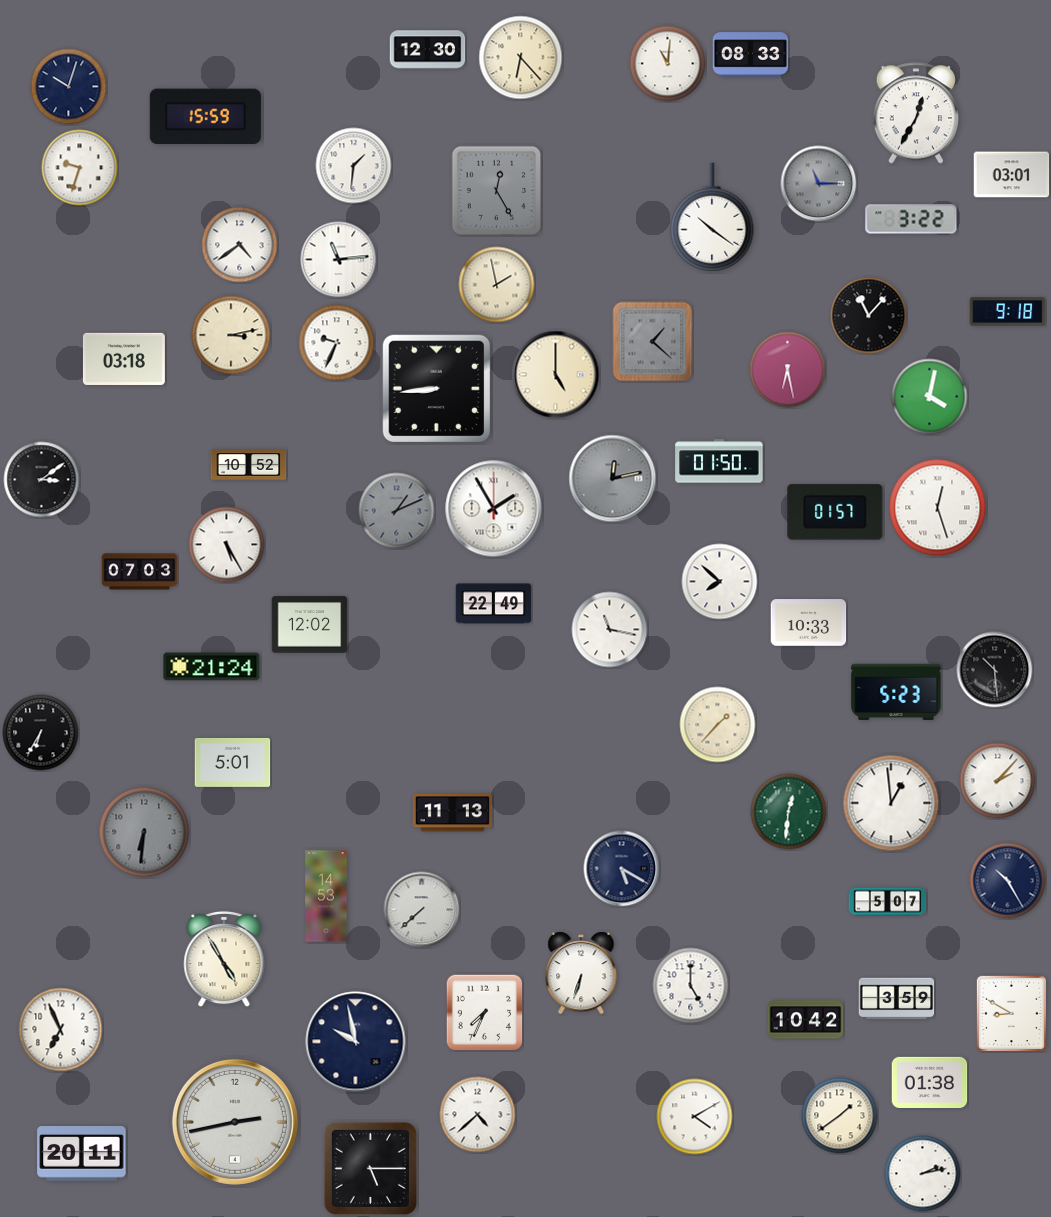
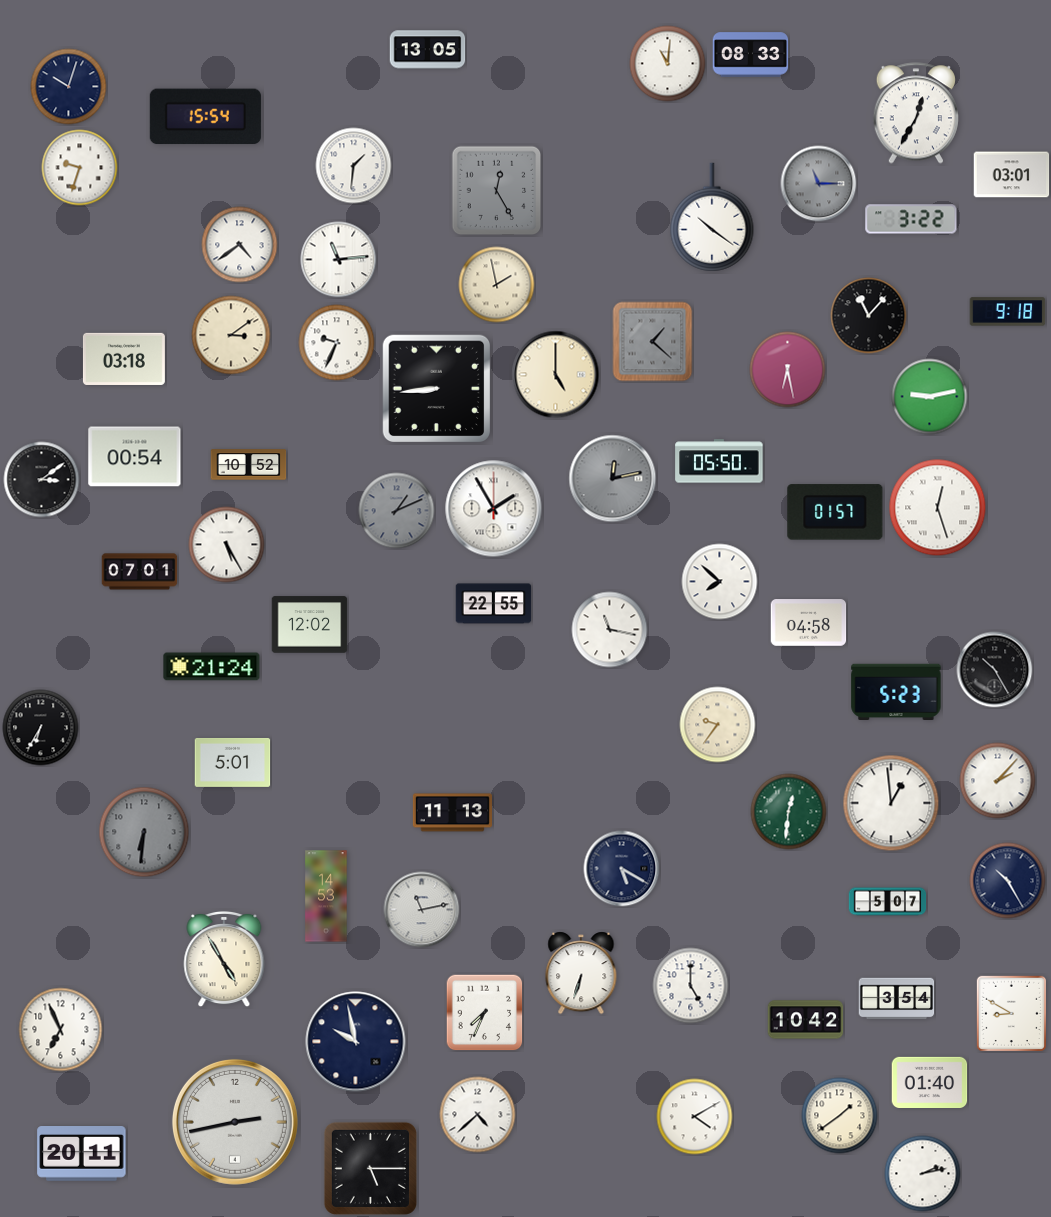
clock at (428, 50): 12:30 -> 13:05
clock at (521, 58): 6:23 -> none
clock at (205, 117): 15:59 -> 15:54
clock at (231, 335): 3:13 -> 3:09
clock at (930, 397): 4:02 -> 9:13
clock at (135, 457): none -> 00:54
clock at (719, 461): 01:50 -> 05:50
clock at (140, 572): 07:03 -> 07:01
clock at (494, 604): 22:49 -> 22:55
clock at (809, 623): 10:33 -> 04:58
clock at (995, 670): 10:29 -> 10:25
clock at (718, 725): 1:37 -> 9:36
clock at (41, 733) position: (41, 733) -> (41, 728)
clock at (422, 910): 7:38 -> 11:13
clock at (897, 999): 3:59 -> 3:54
clock at (930, 1082): 01:38 -> 01:40
